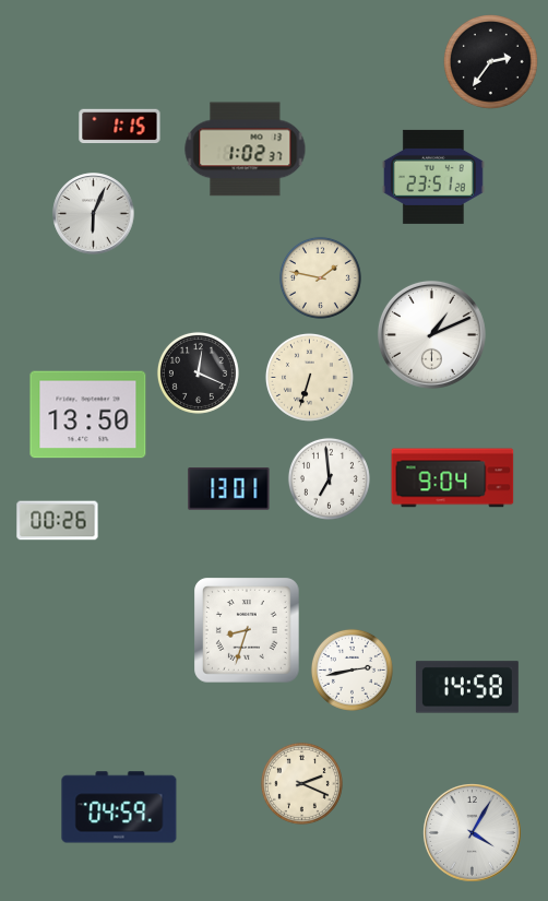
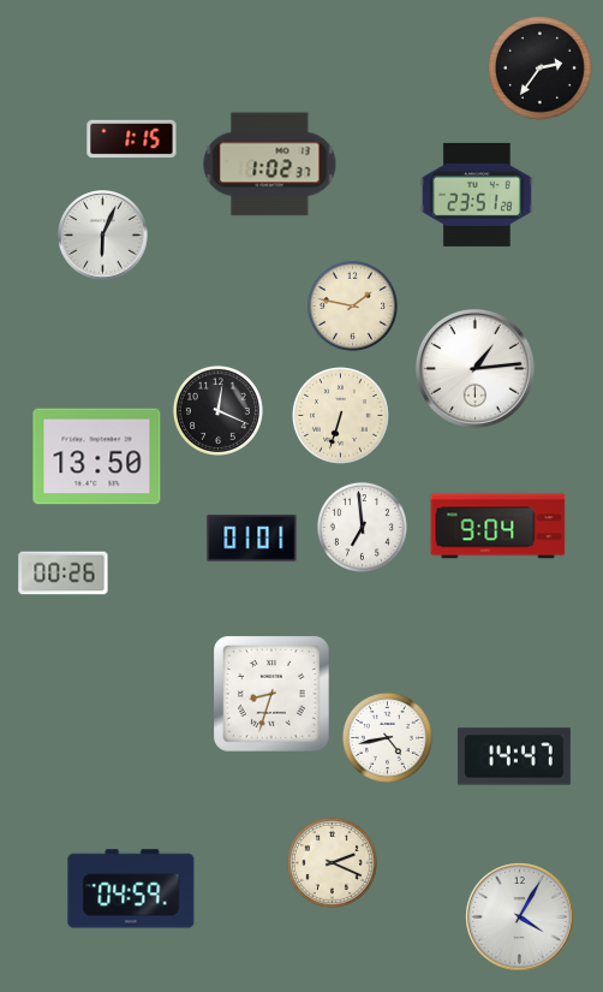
clock at (431, 334): 1:11 -> 1:14
clock at (229, 489): 13:01 -> 01:01
clock at (352, 669): 2:43 -> 4:43
clock at (467, 687): 14:58 -> 14:47
